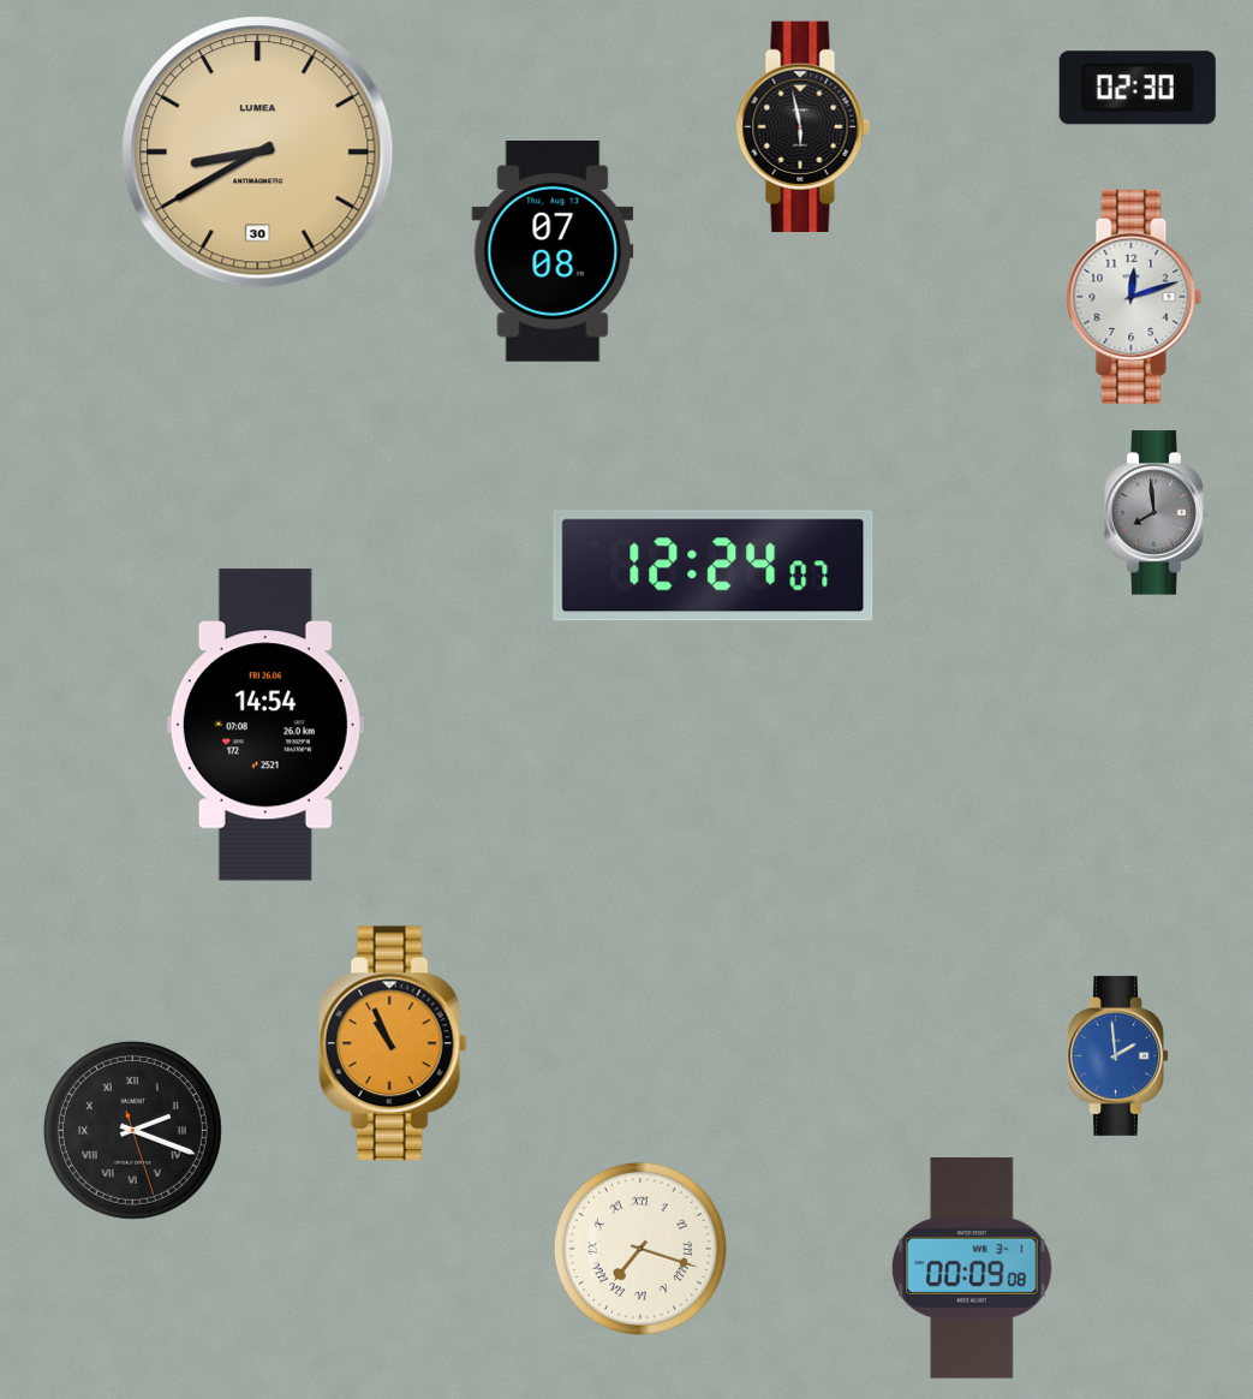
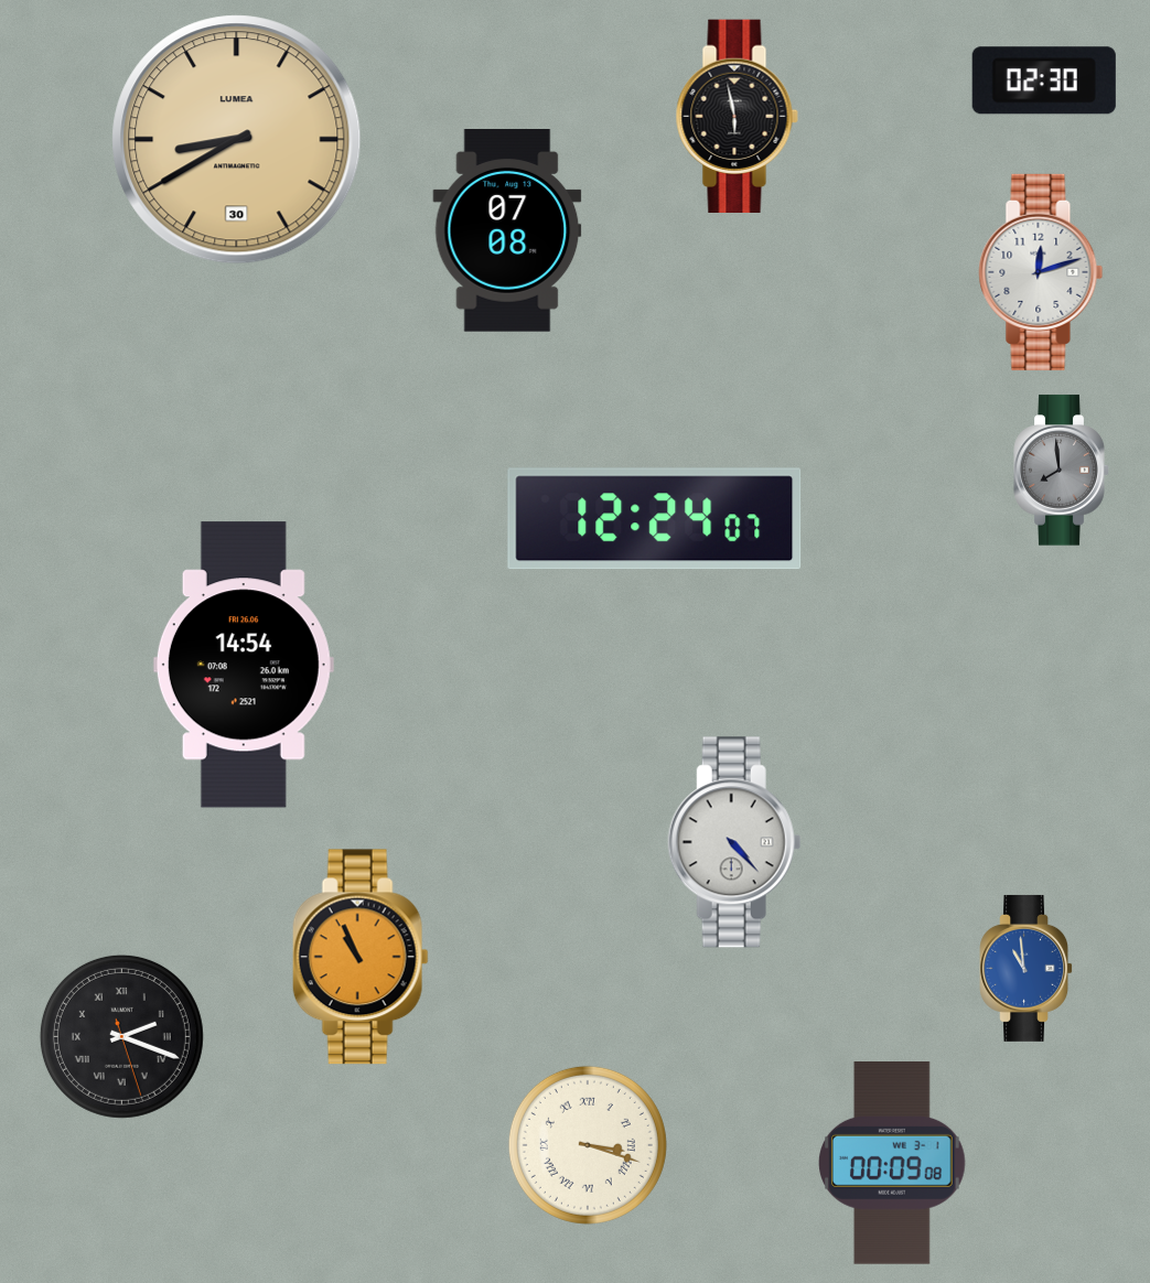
clock at (734, 842): none -> 4:23
clock at (1118, 1055): 1:59 -> 10:59
clock at (640, 1249): 7:18 -> 3:18
